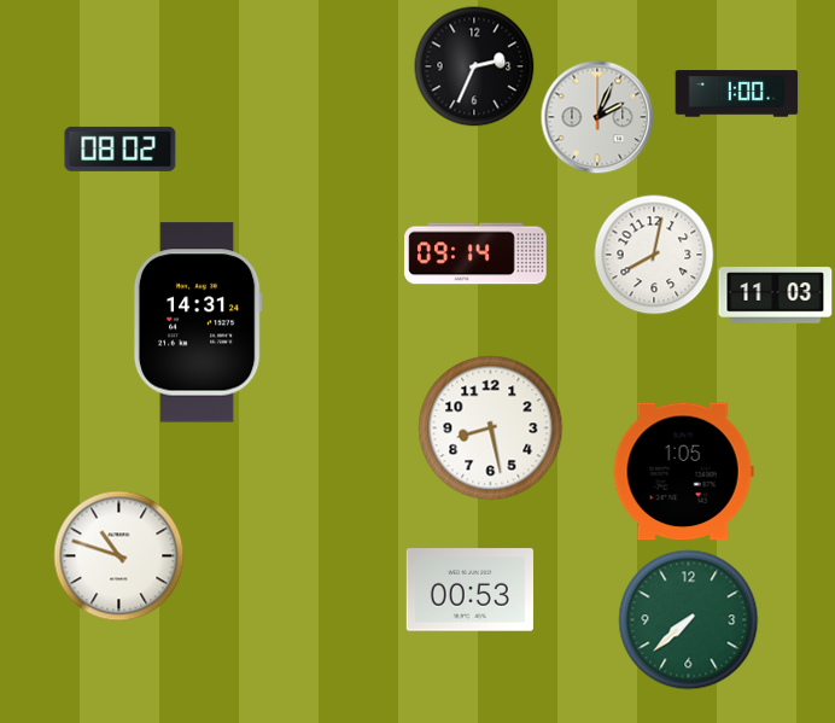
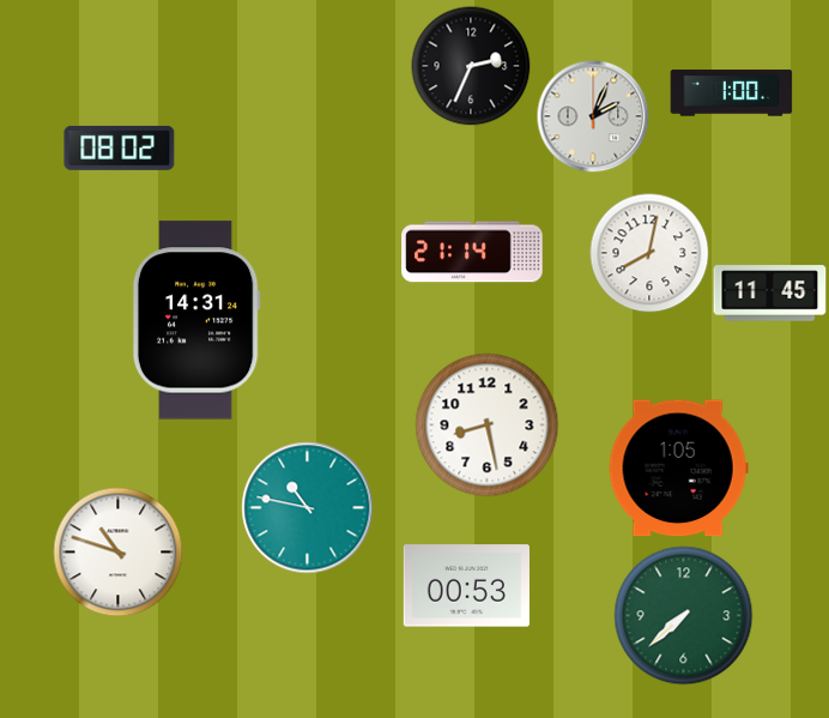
clock at (475, 253): 09:14 -> 21:14
clock at (776, 296): 11:03 -> 11:45
clock at (308, 508): none -> 10:47
